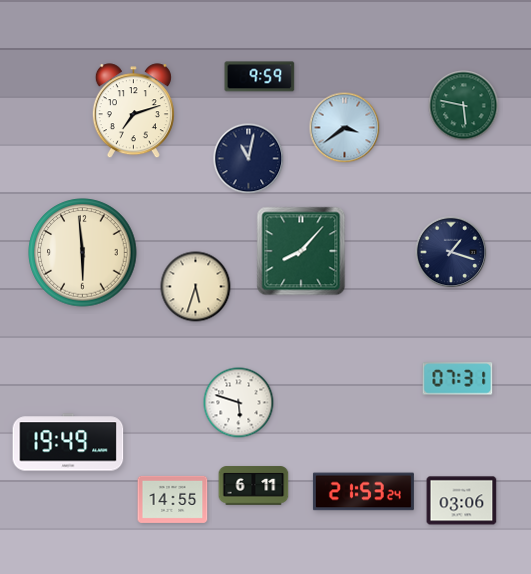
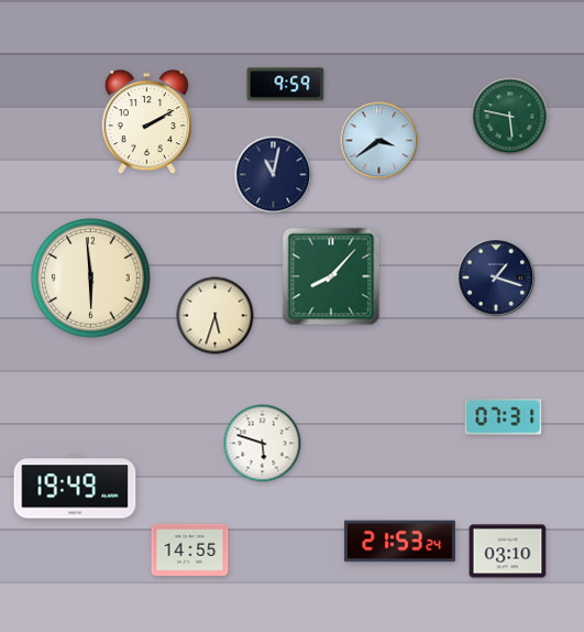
clock at (133, 111): 7:12 -> 2:10
clock at (254, 486): 6:11 -> none
clock at (462, 501): 03:06 -> 03:10
